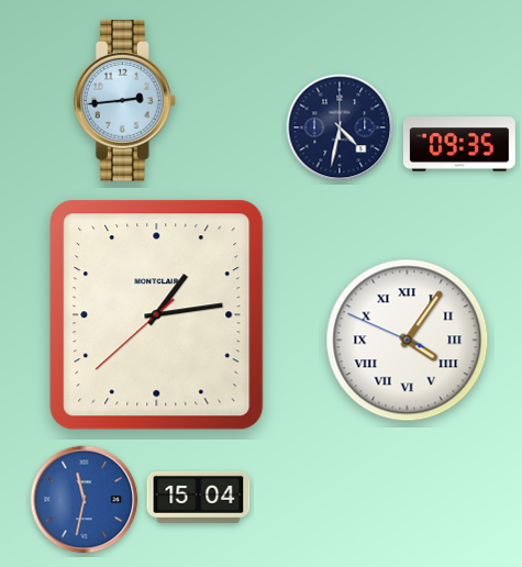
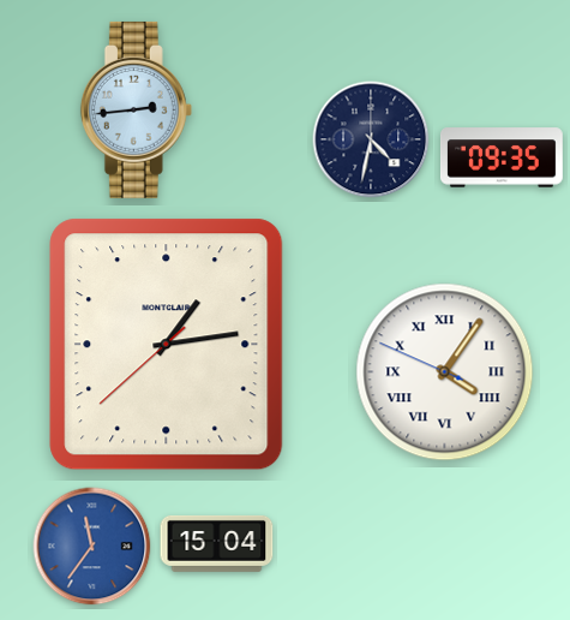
clock at (157, 315) position: (157, 315) -> (167, 345)
clock at (85, 500): 11:32 -> 11:36
